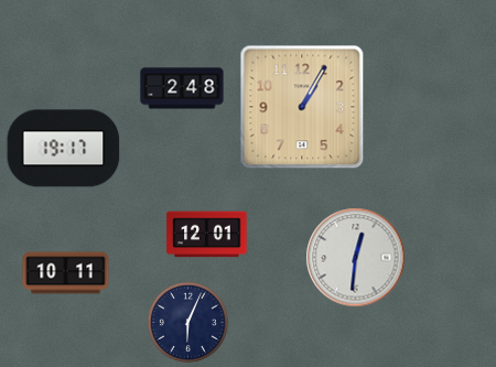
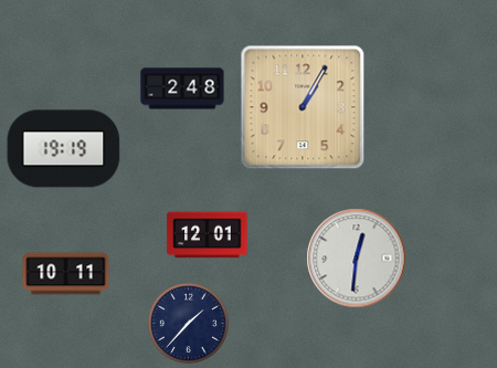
clock at (64, 149): 19:17 -> 19:19
clock at (187, 322): 6:04 -> 1:37
